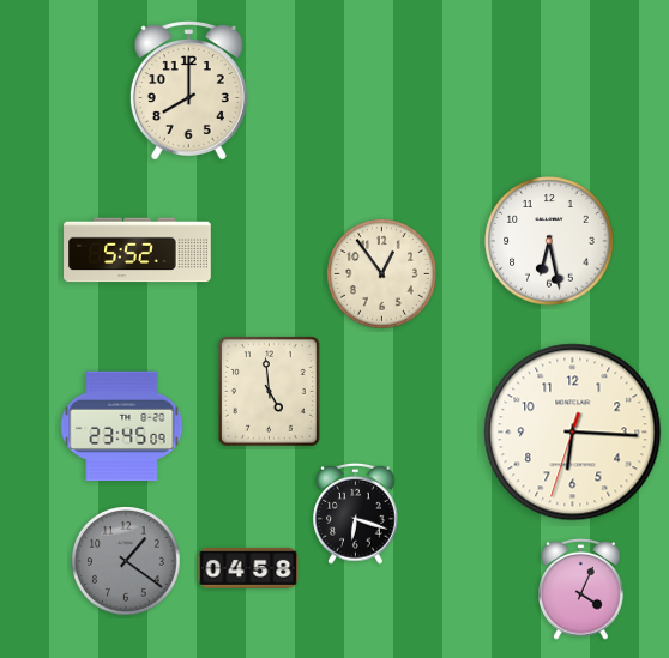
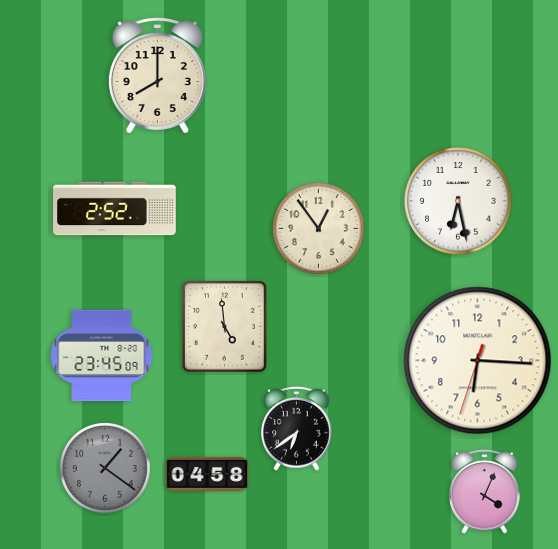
clock at (138, 250): 5:52 -> 2:52
clock at (356, 513): 6:18 -> 6:39
